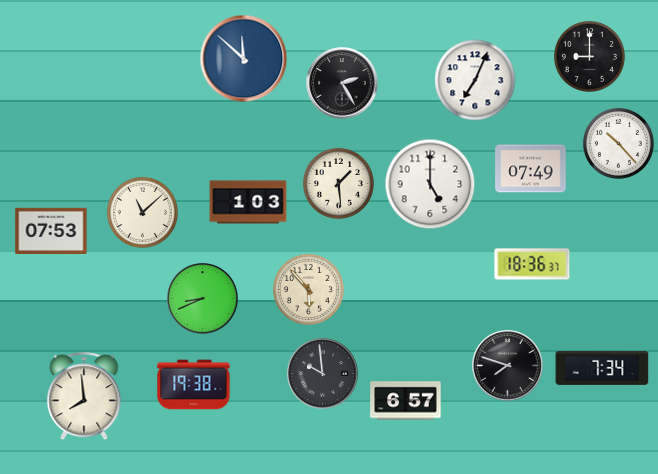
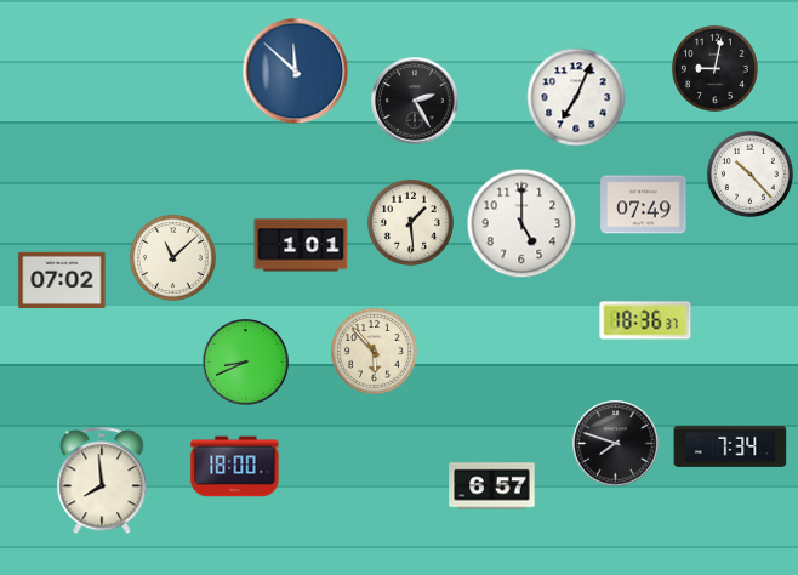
clock at (589, 56): 9:00 -> 9:02
clock at (248, 202): 1:03 -> 1:01
clock at (51, 230): 07:53 -> 07:02
clock at (323, 374): 9:59 -> none
clock at (194, 385): 19:38 -> 18:00
